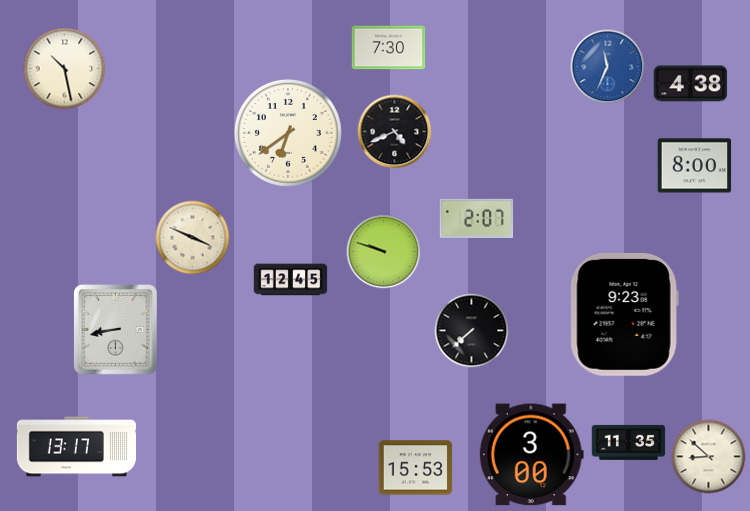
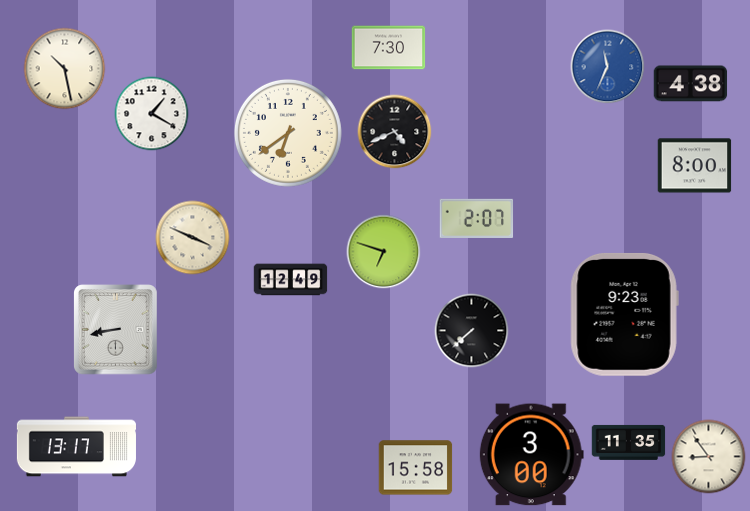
clock at (152, 114): none -> 1:20
clock at (384, 252): 9:48 -> 6:48
clock at (291, 280): 12:45 -> 12:49
clock at (709, 457): 8:52 -> 8:54
clock at (416, 468): 15:53 -> 15:58
